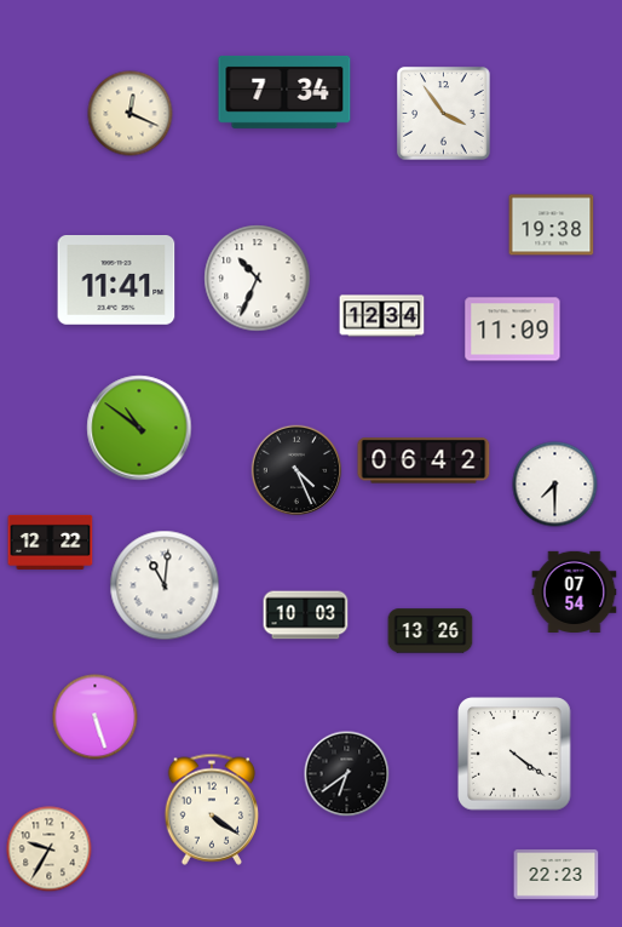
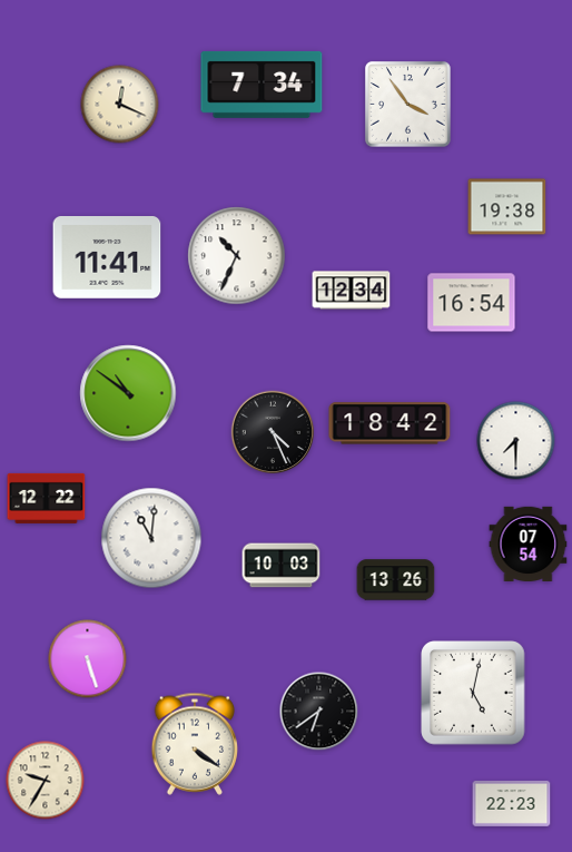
clock at (513, 330): 11:09 -> 16:54
clock at (424, 460): 06:42 -> 18:42
clock at (555, 485) position: (555, 485) -> (516, 441)
clock at (514, 754): 4:21 -> 5:02
